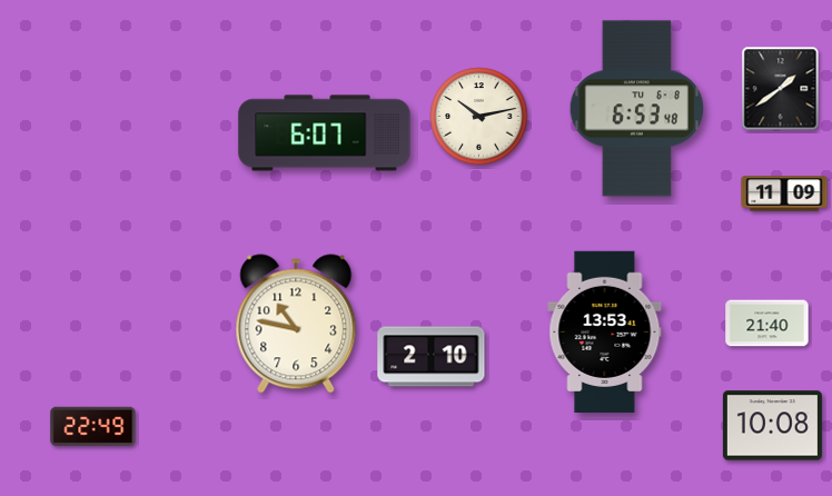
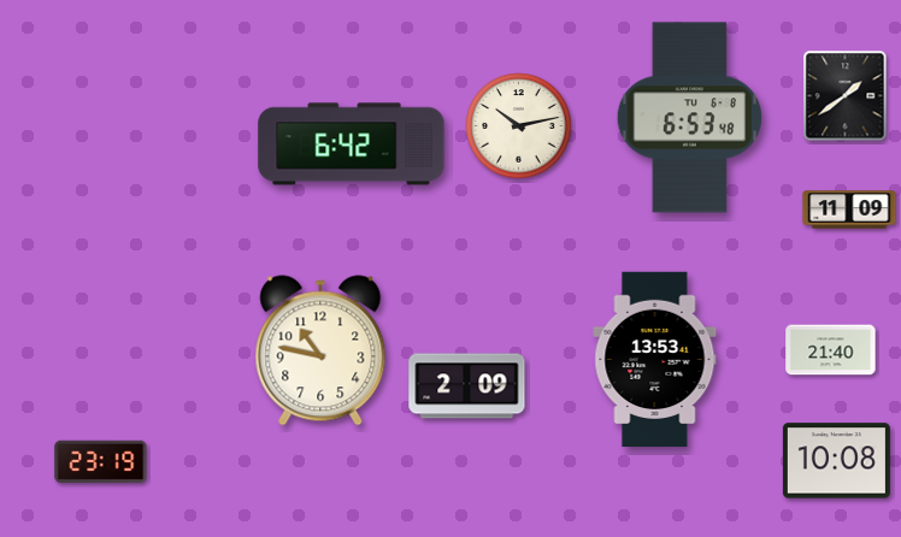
clock at (325, 133): 6:07 -> 6:42
clock at (432, 357): 2:10 -> 2:09
clock at (93, 426): 22:49 -> 23:19
